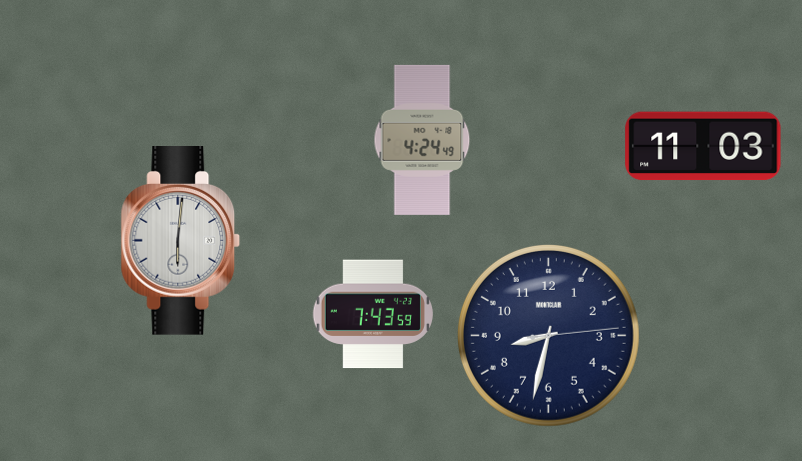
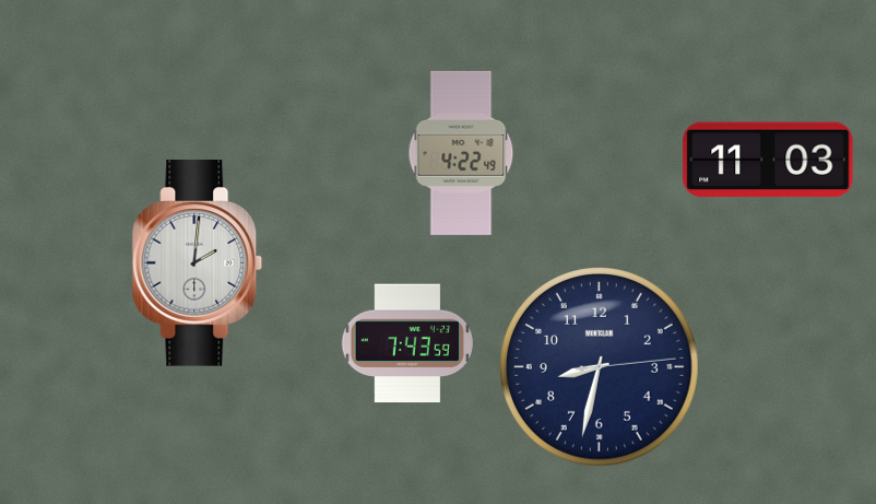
clock at (422, 140): 4:24 -> 4:22
clock at (181, 241): 6:01 -> 2:01
